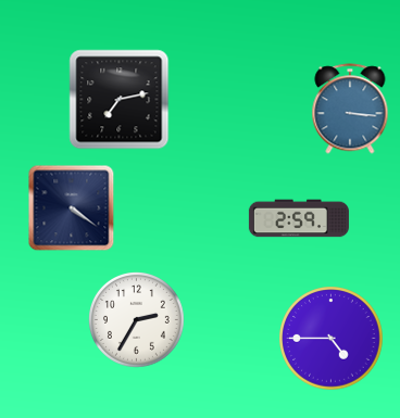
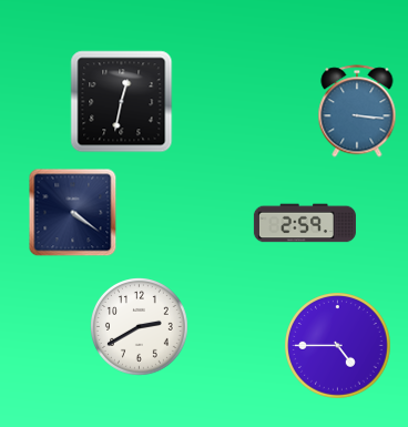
clock at (120, 100): 7:13 -> 12:32
clock at (137, 320): 2:35 -> 2:40
